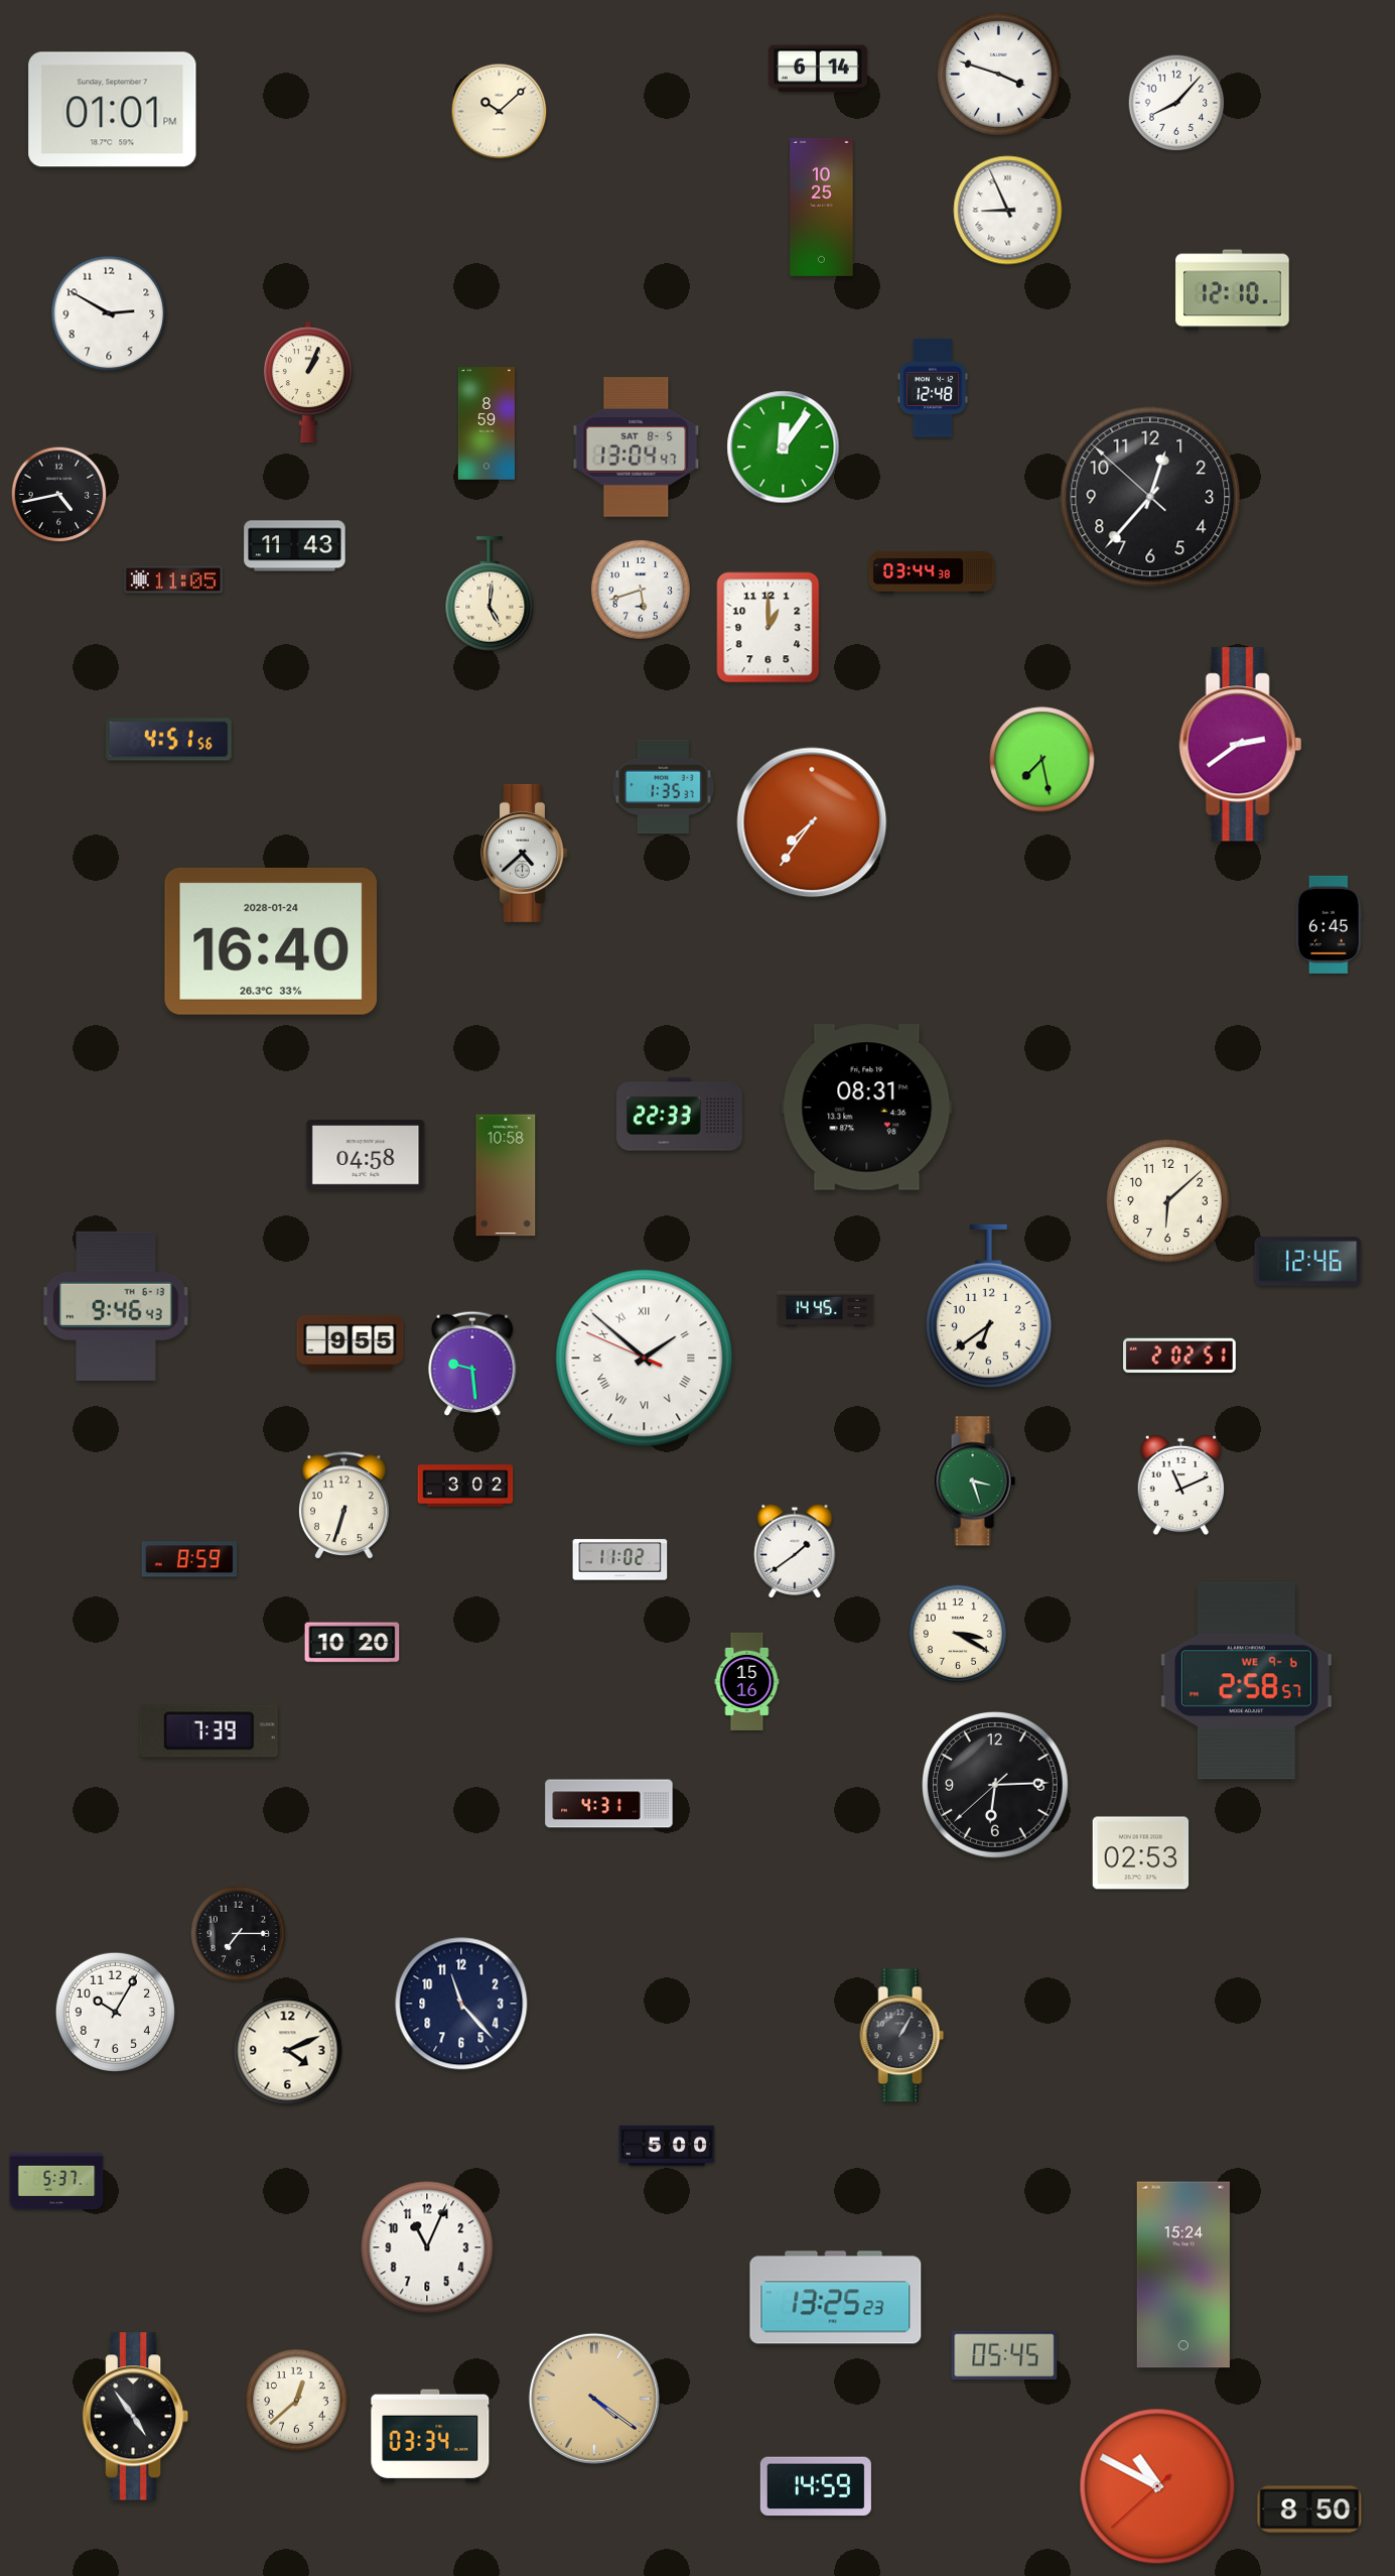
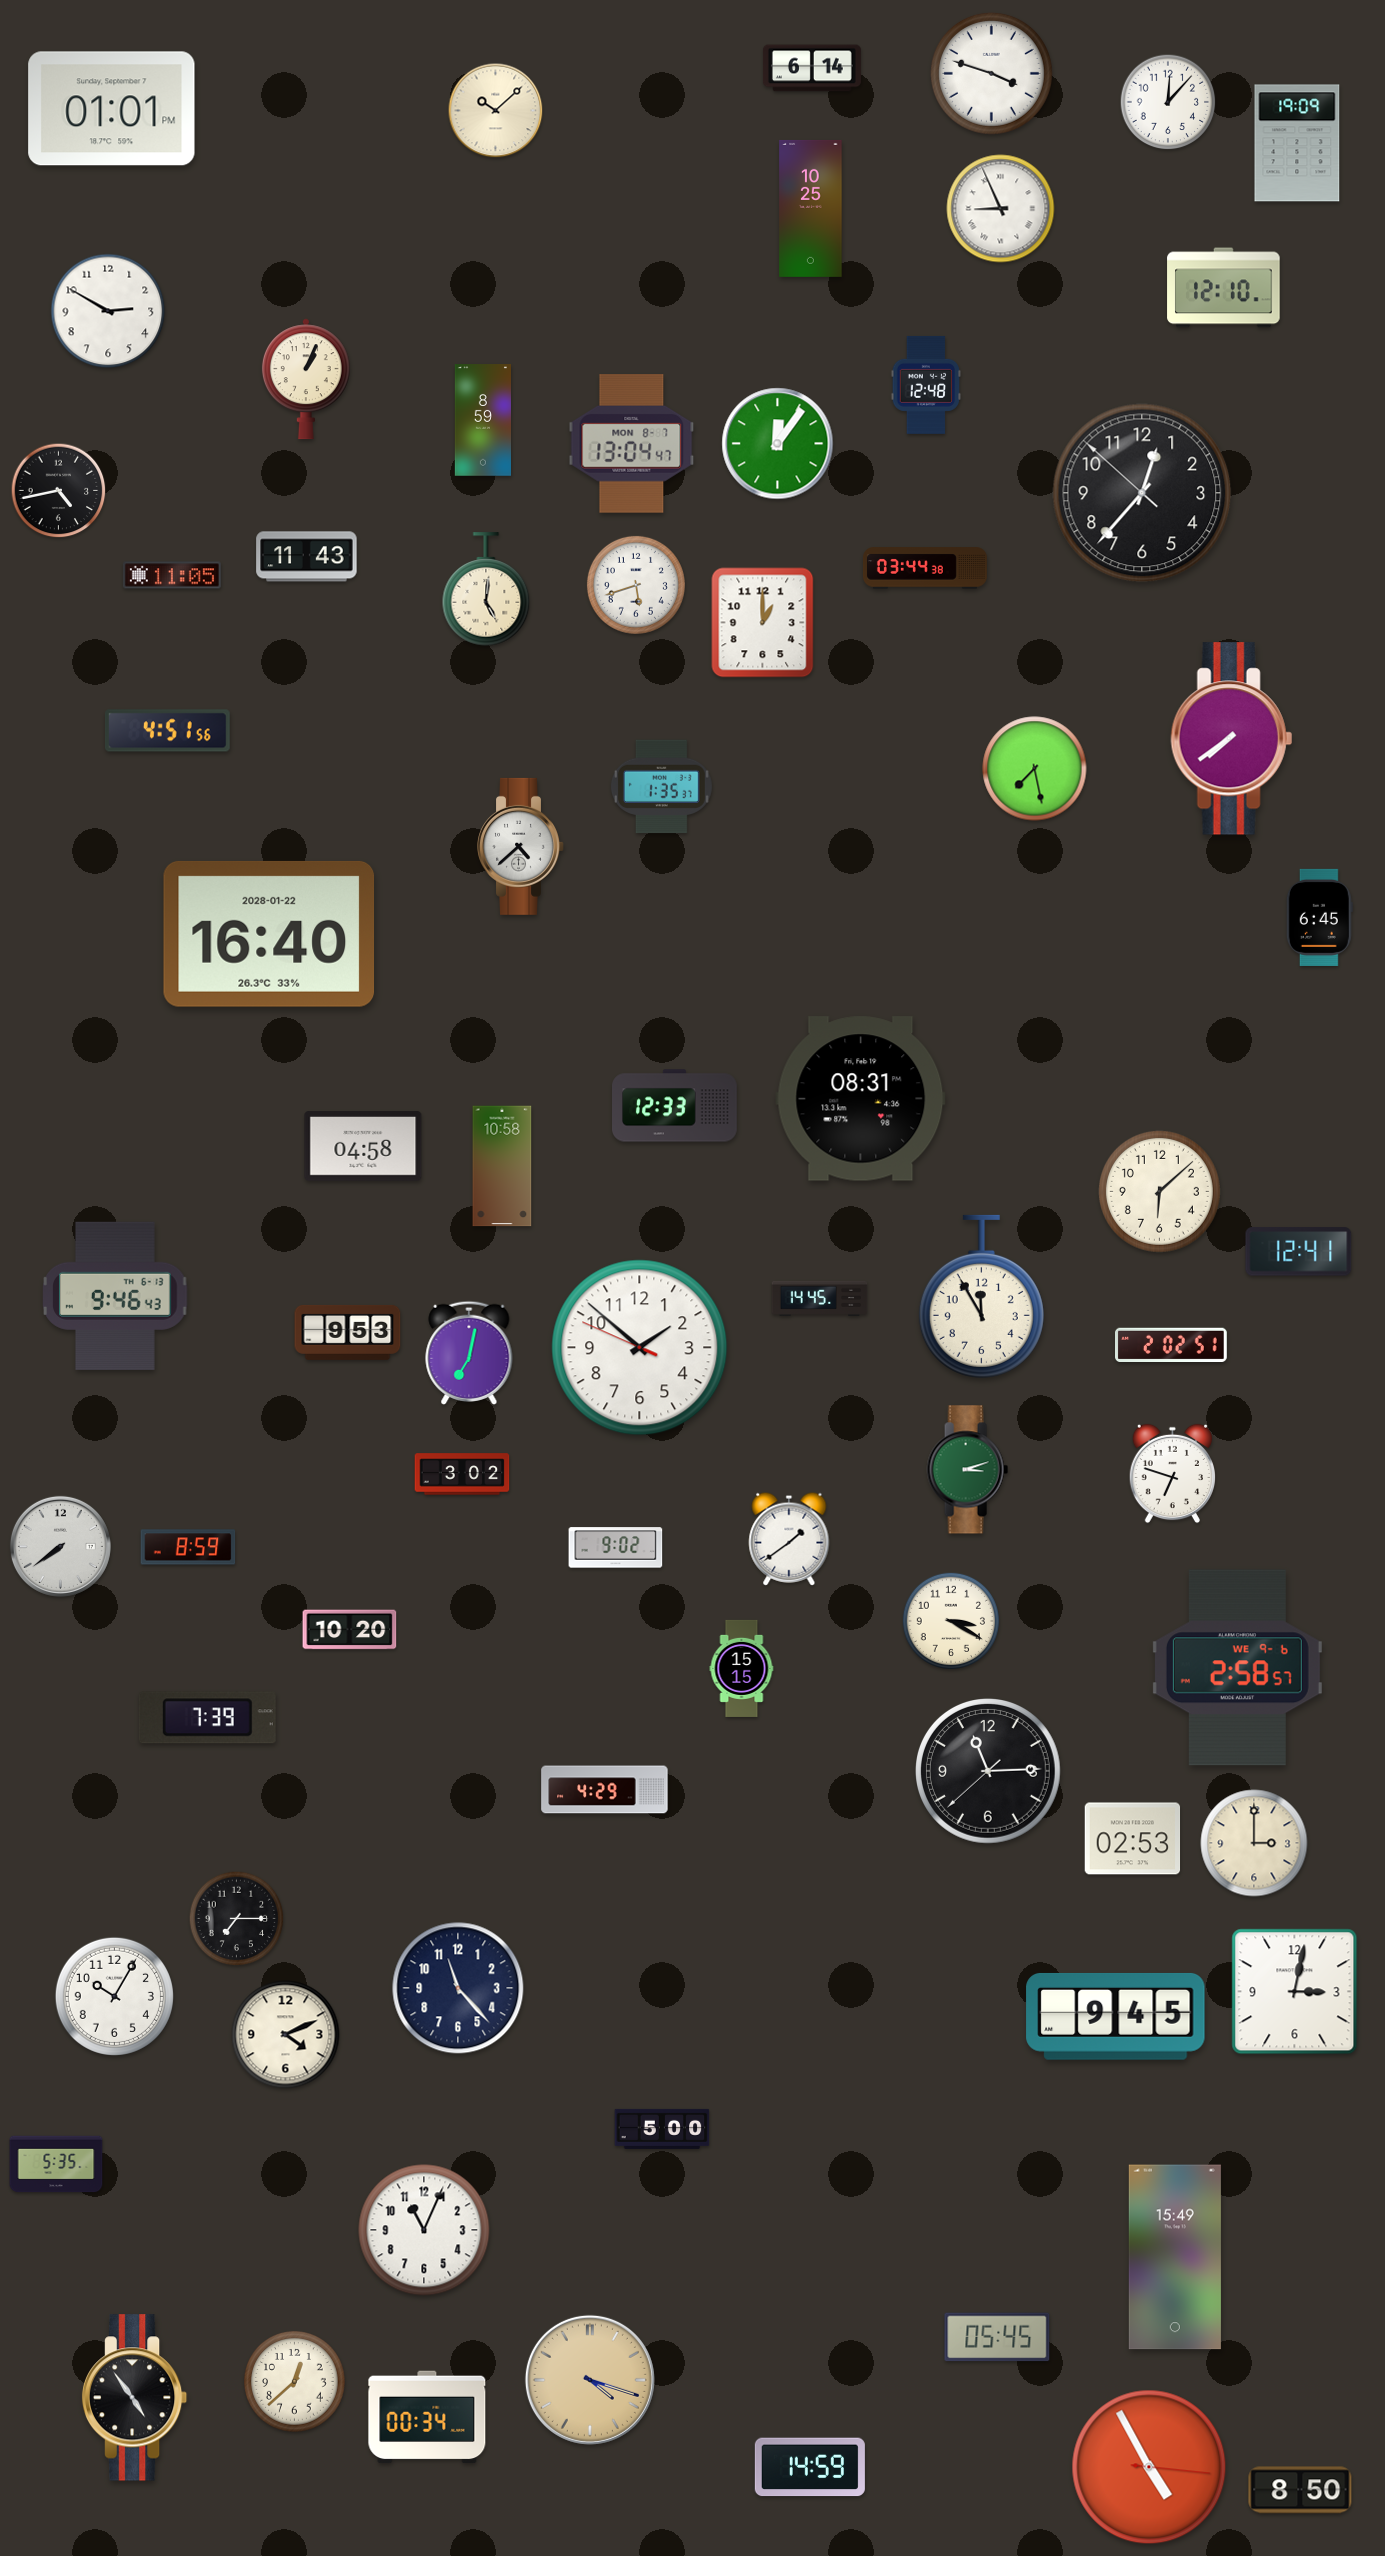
clock at (1176, 103): 8:07 -> 12:07
clock at (1297, 143): none -> 19:09
clock at (822, 207) position: (822, 207) -> (811, 208)
clock at (637, 447) date: SAT 8-5 -> MON 8-7
clock at (295, 546) position: (295, 546) -> (307, 557)
clock at (168, 740) position: (168, 740) -> (167, 731)
clock at (1240, 745): 2:39 -> 7:39
clock at (1042, 760) position: (1042, 760) -> (1035, 769)
clock at (663, 787) position: (663, 787) -> (661, 787)
clock at (812, 822): 7:36 -> none
clock at (271, 941) date: 2028-01-24 -> 2028-01-22
clock at (680, 1115): 22:33 -> 12:33
clock at (1308, 1262): 12:46 -> 12:41
clock at (988, 1306): 6:39 -> 11:55
clock at (351, 1342): 9:55 -> 9:53
clock at (645, 1359) numerals: Roman -> Arabic
clock at (472, 1364): 9:29 -> 7:02
clock at (974, 1482): 3:27 -> 3:12
clock at (1180, 1486): 11:11 -> 6:48
clock at (344, 1506): 6:33 -> none
clock at (60, 1546): none -> 7:39
clock at (620, 1560): 11:02 -> 9:02
clock at (747, 1681): 15:16 -> 15:15
clock at (996, 1786): 6:14 -> 11:14
clock at (609, 1804): 4:31 -> 4:29
clock at (1254, 1843): none -> 3:00
clock at (1295, 1992): none -> 3:02
clock at (1116, 2016): none -> 9:45
clock at (902, 2036): 1:05 -> none
clock at (56, 2181): 5:37 -> 5:35
clock at (1183, 2275): 15:24 -> 15:49
clock at (836, 2298): 13:25 -> none
clock at (594, 2399): 4:21 -> 4:18
clock at (430, 2436): 03:34 -> 00:34
clock at (1157, 2486): 10:49 -> 4:55
